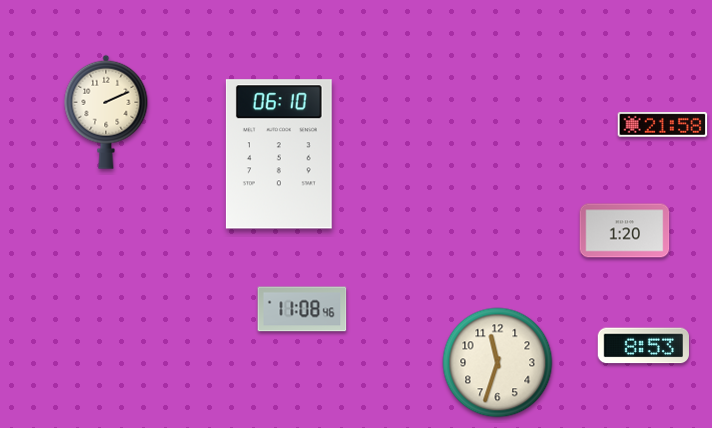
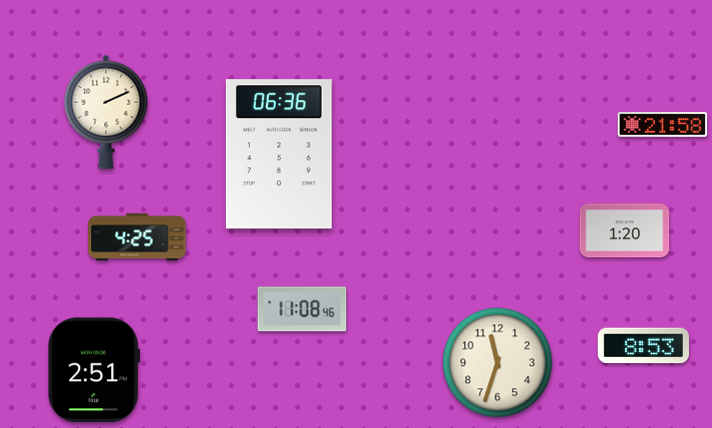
clock at (279, 154): 06:10 -> 06:36
clock at (137, 237): none -> 4:25
clock at (94, 370): none -> 2:51
